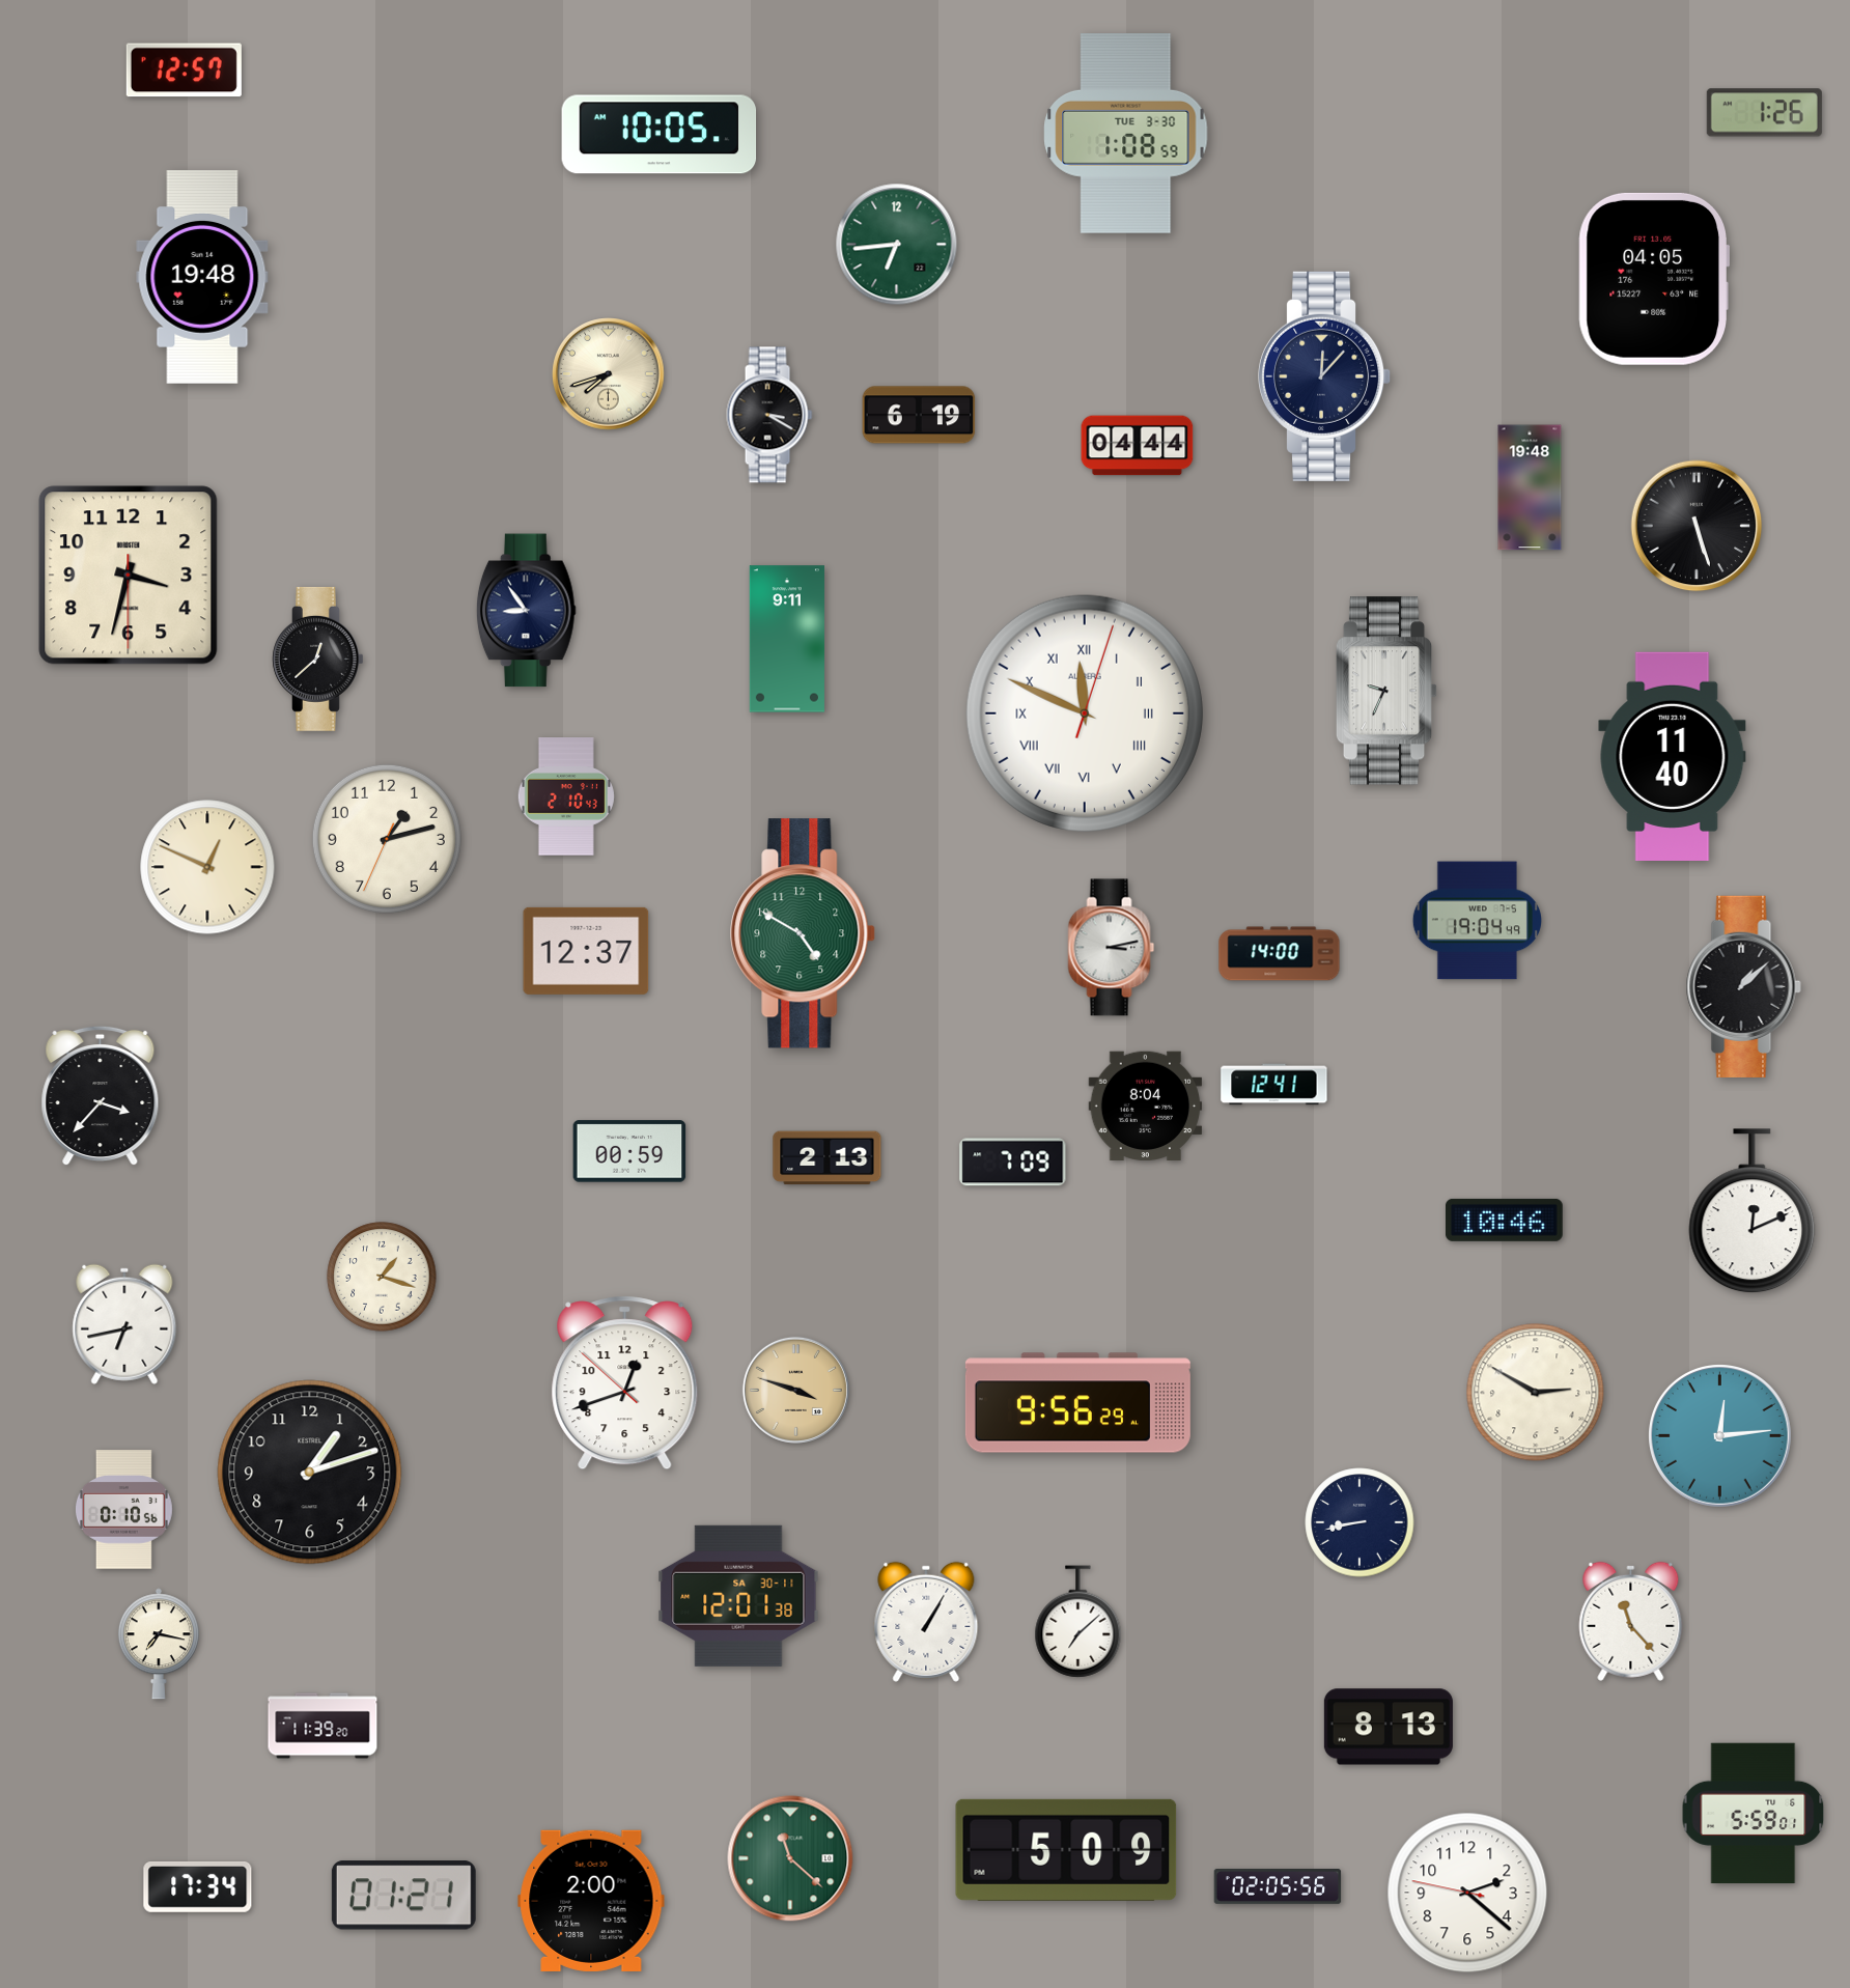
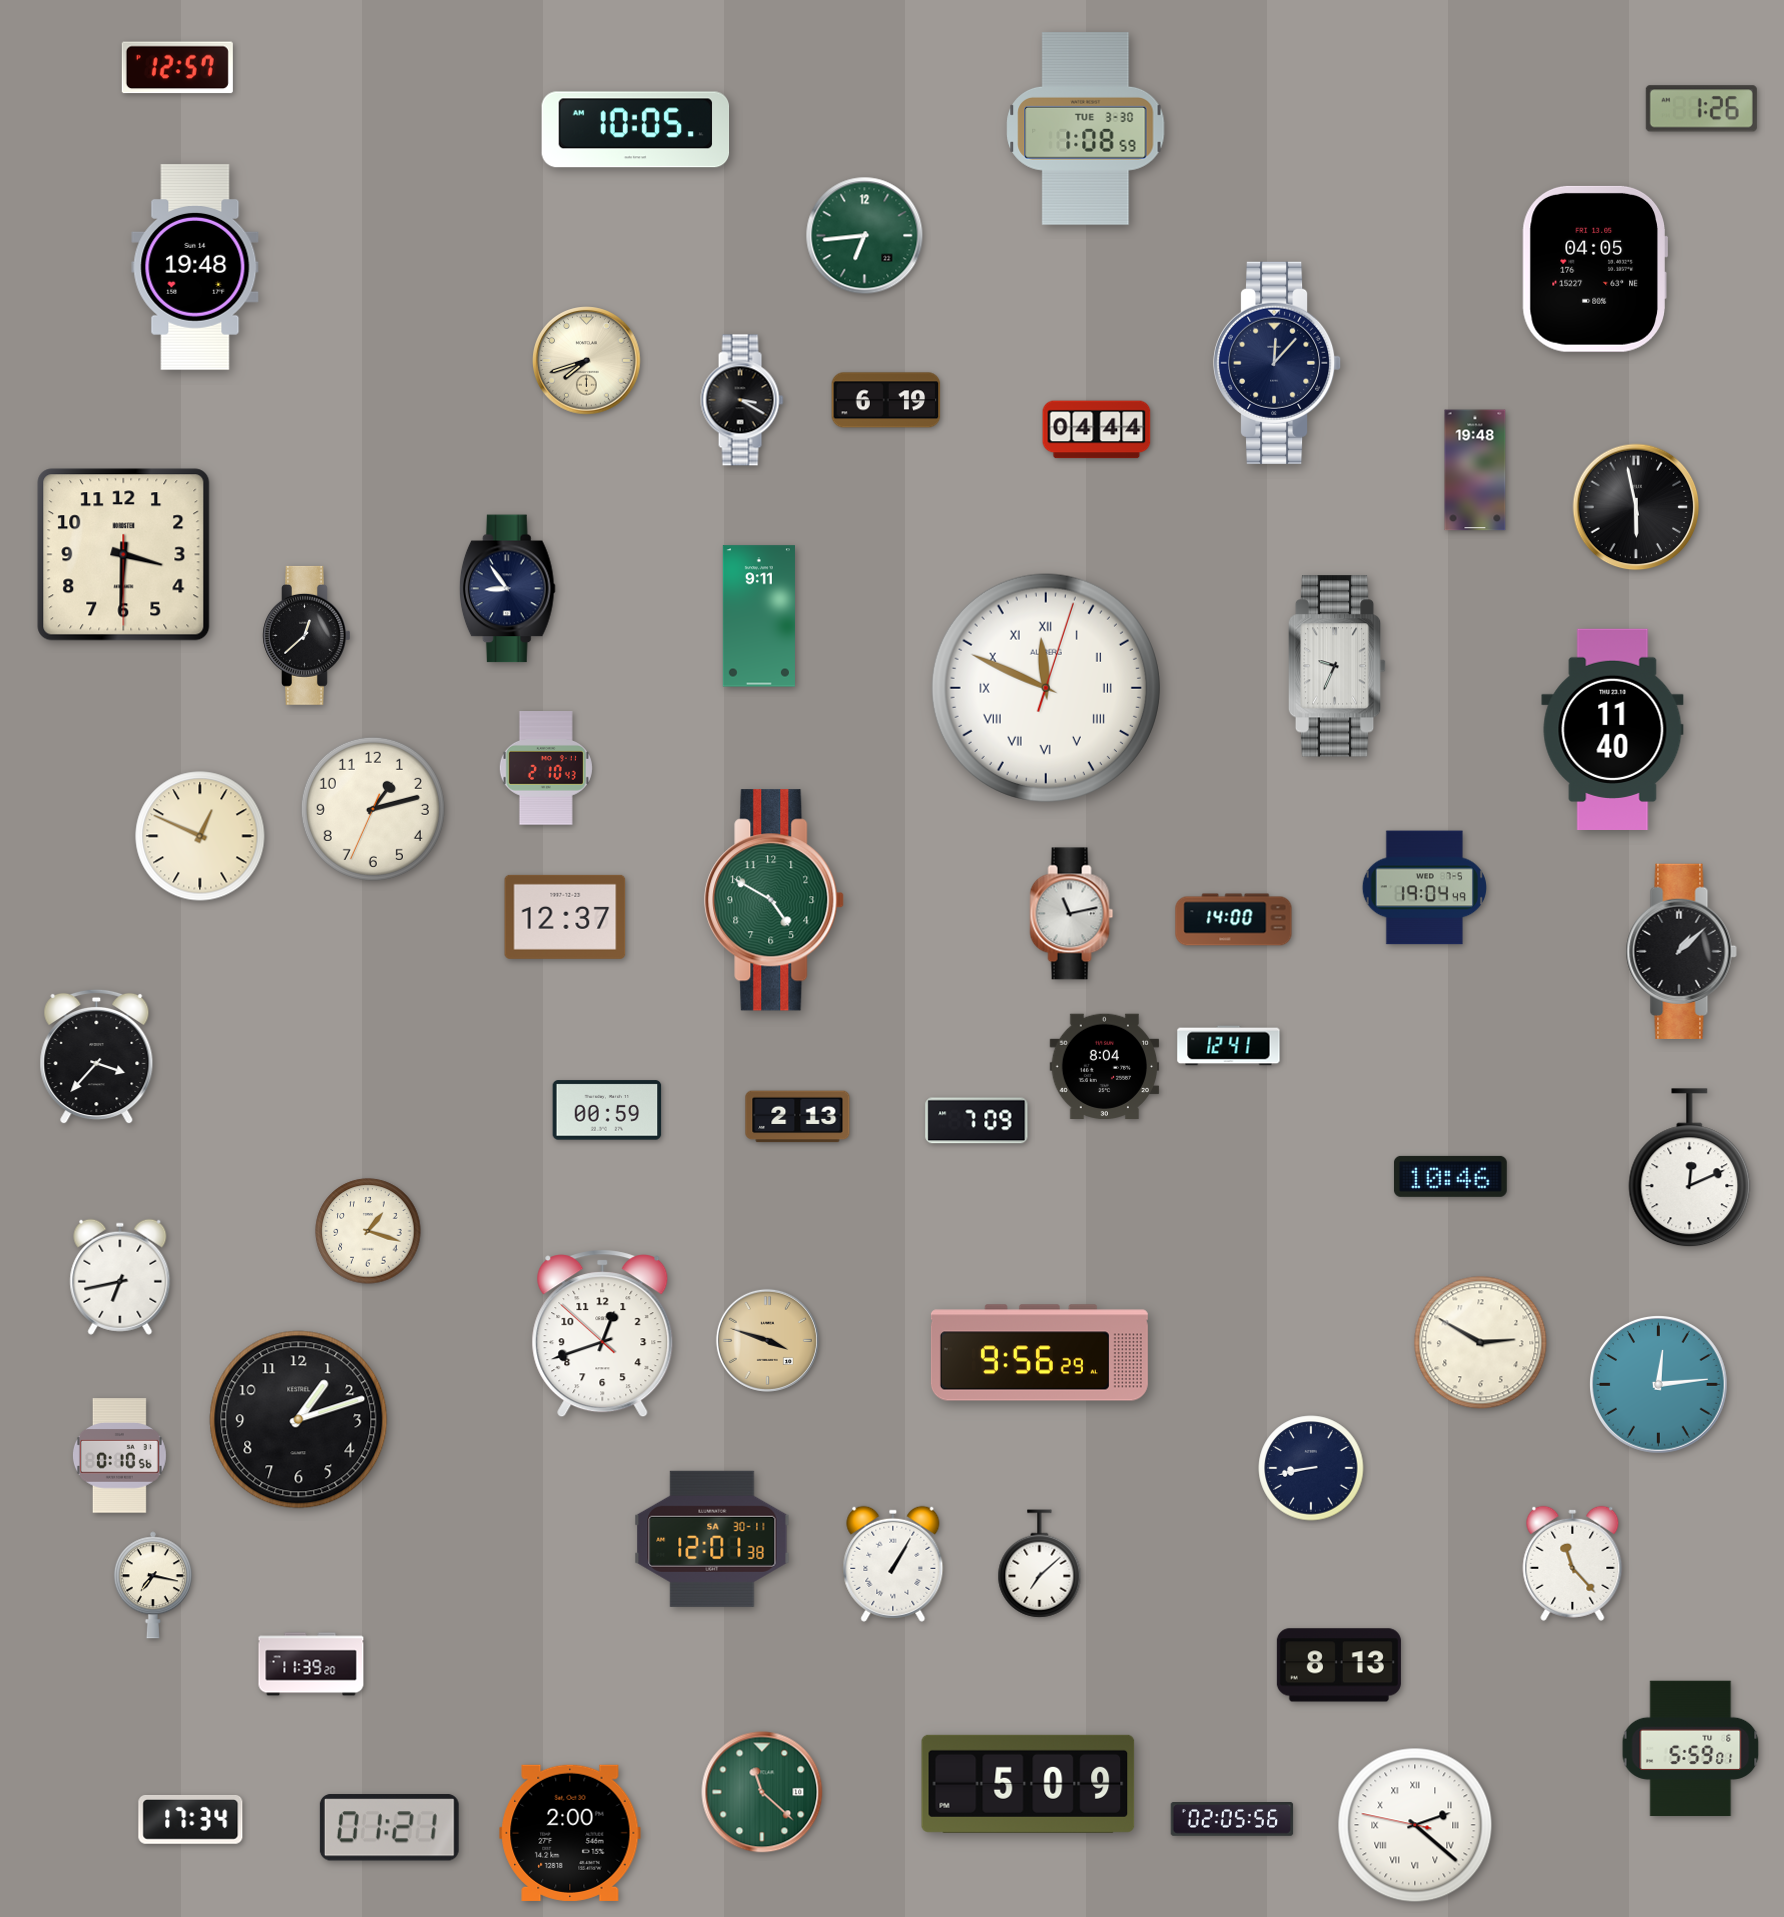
clock at (1697, 526): 5:27 -> 5:58
clock at (129, 576): 3:32 -> 3:30
clock at (1112, 948): 3:13 -> 11:13
clock at (1467, 1893) numerals: Arabic -> Roman
